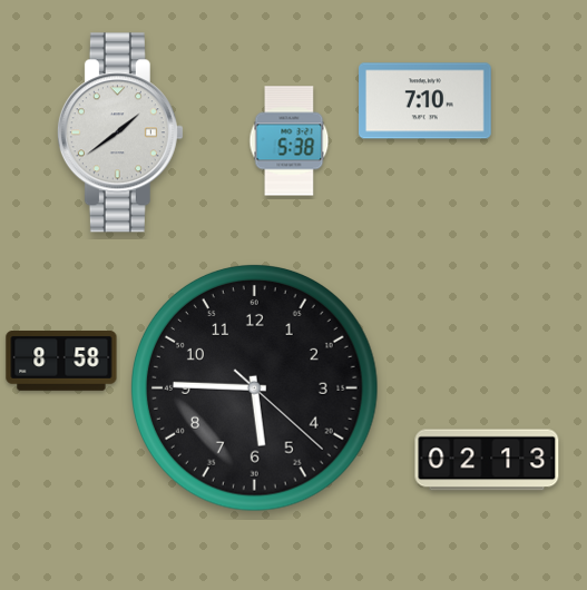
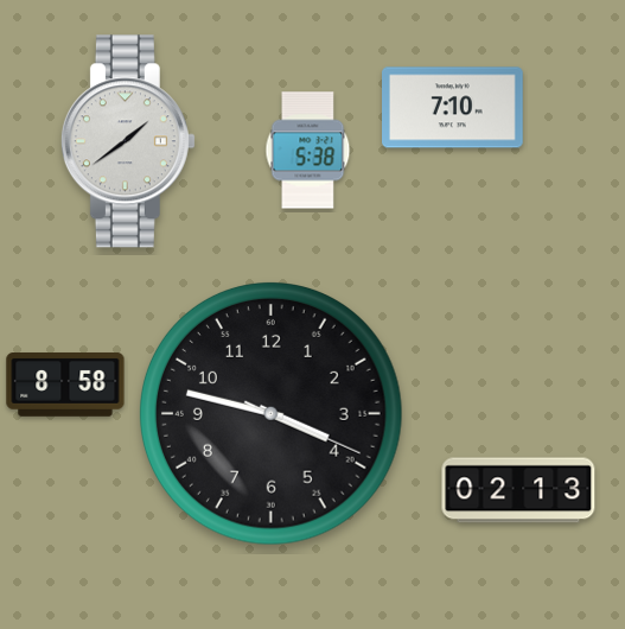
clock at (255, 389): 5:45 -> 3:47
